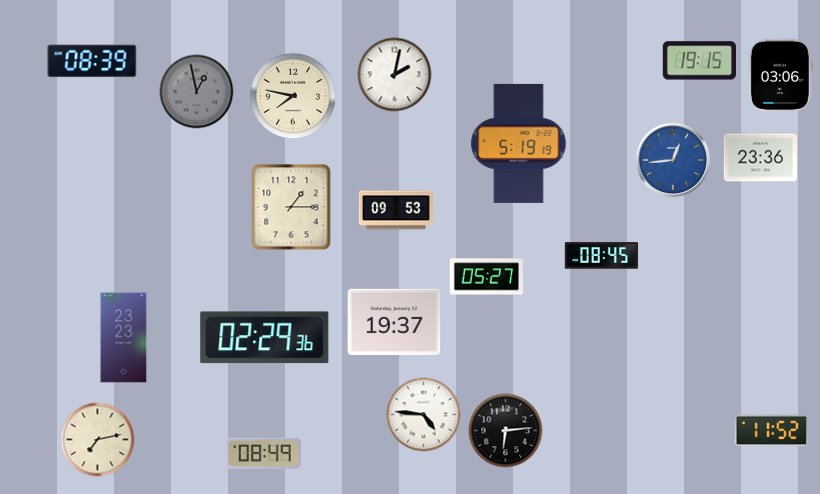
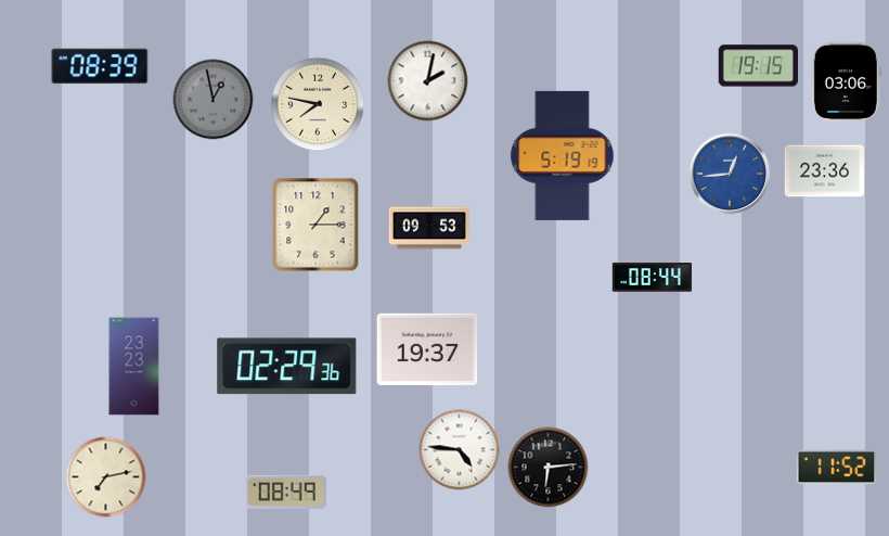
clock at (602, 256): 08:45 -> 08:44
clock at (486, 277): 05:27 -> none
